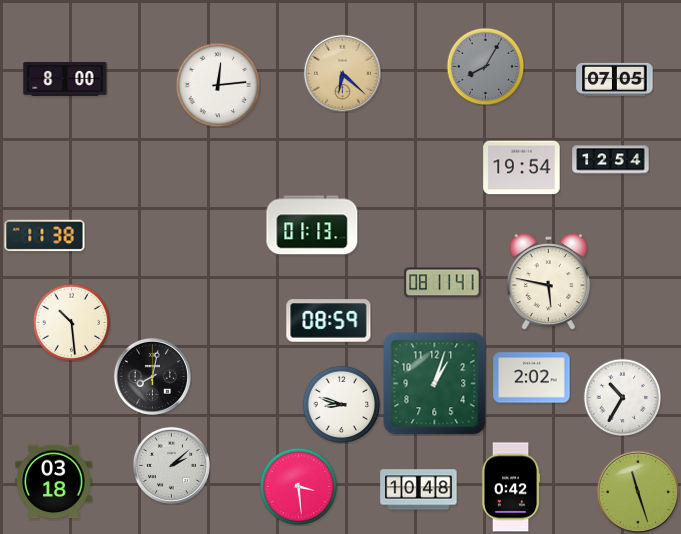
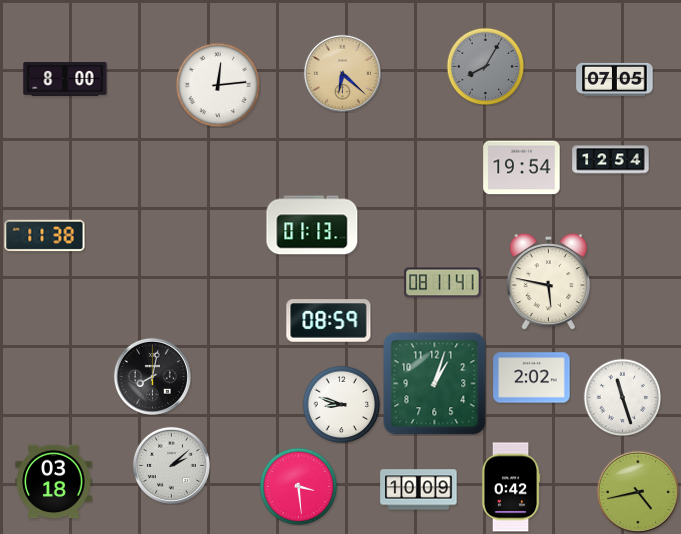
clock at (71, 322): 10:29 -> none
clock at (622, 397): 10:35 -> 11:27
clock at (419, 490): 10:48 -> 10:09
clock at (638, 492): 11:27 -> 4:43
